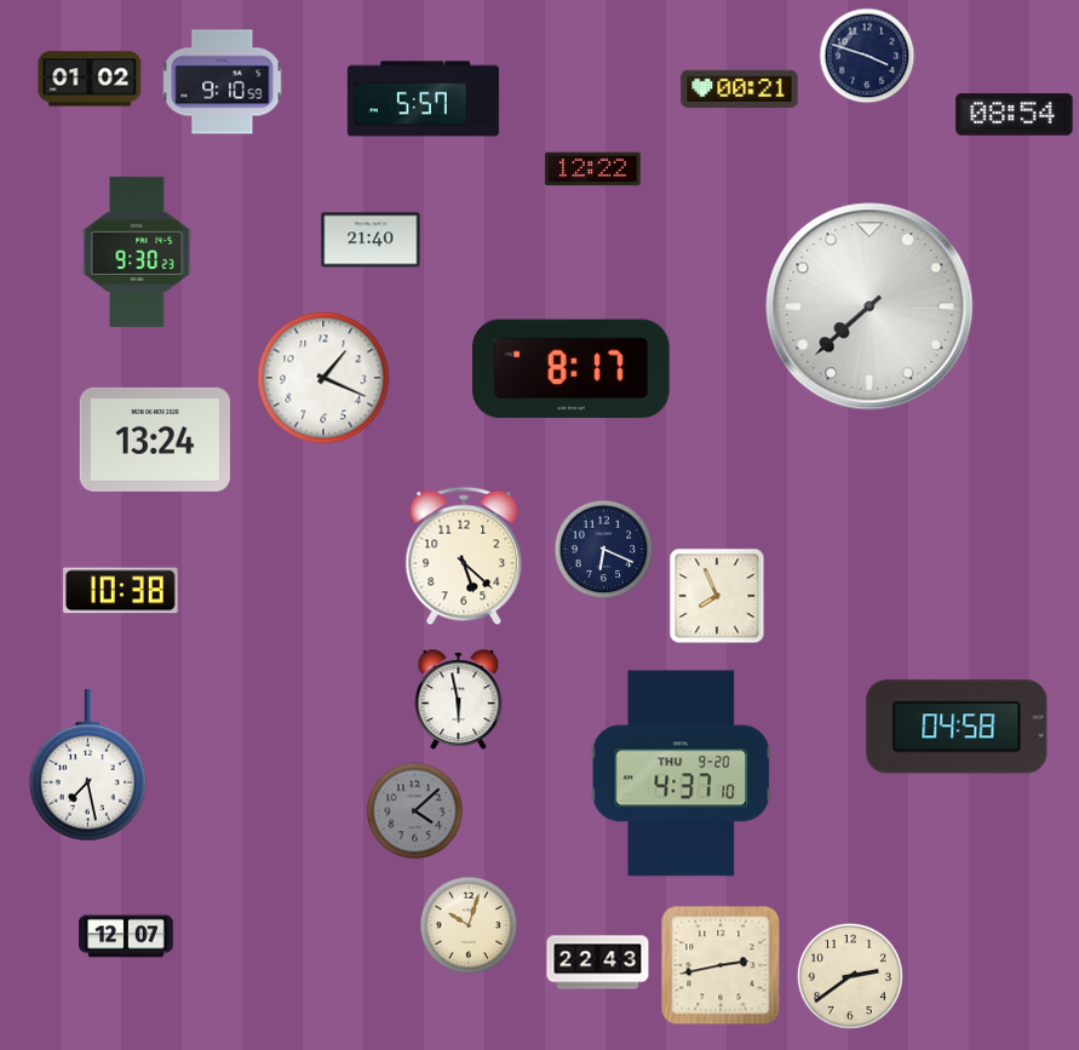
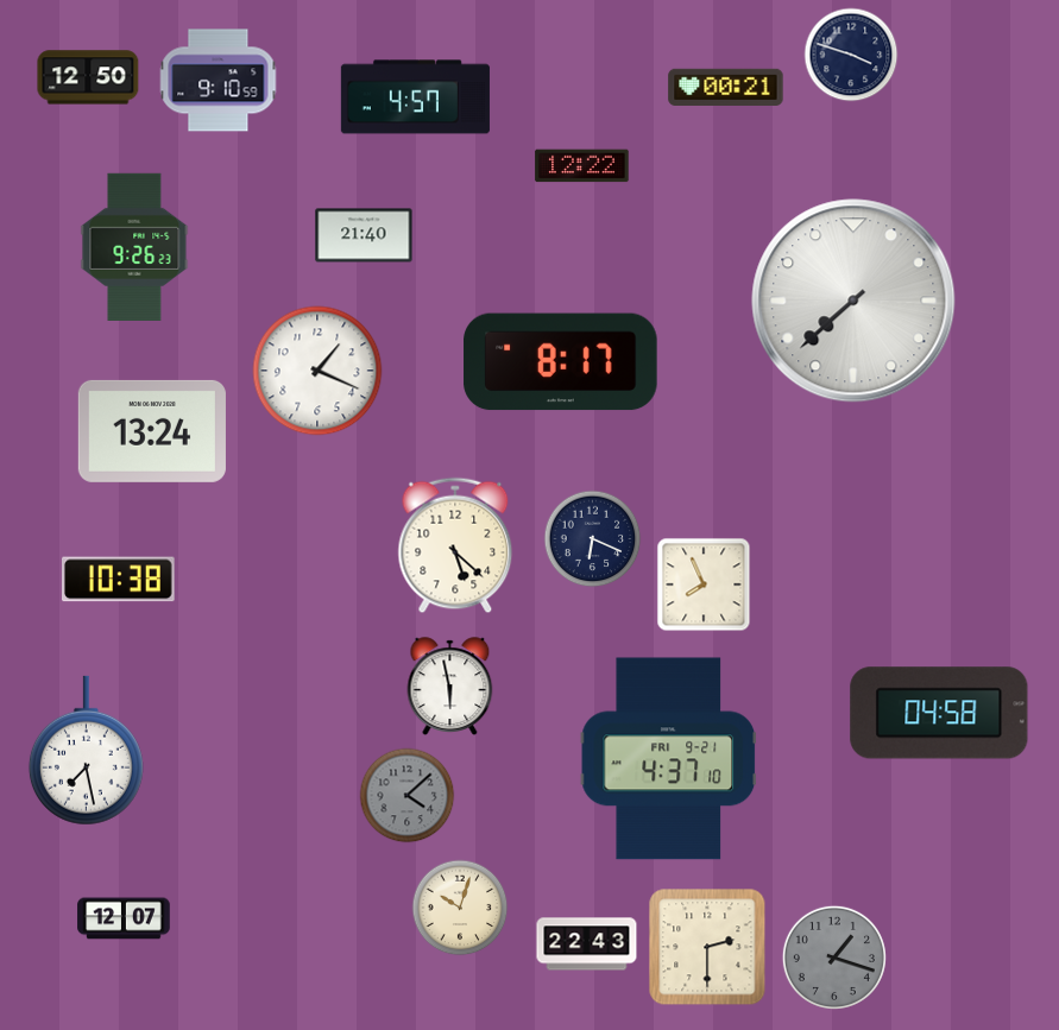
clock at (90, 79): 01:02 -> 12:50
clock at (423, 99): 5:57 -> 4:57
clock at (1015, 115): 08:54 -> none
clock at (137, 252): 9:30 -> 9:26
clock at (682, 774) date: THU 9-20 -> FRI 9-21
clock at (721, 965): 2:43 -> 2:30
clock at (850, 976): 2:39 -> 1:18
clock at (850, 976) dial: cream -> grey
